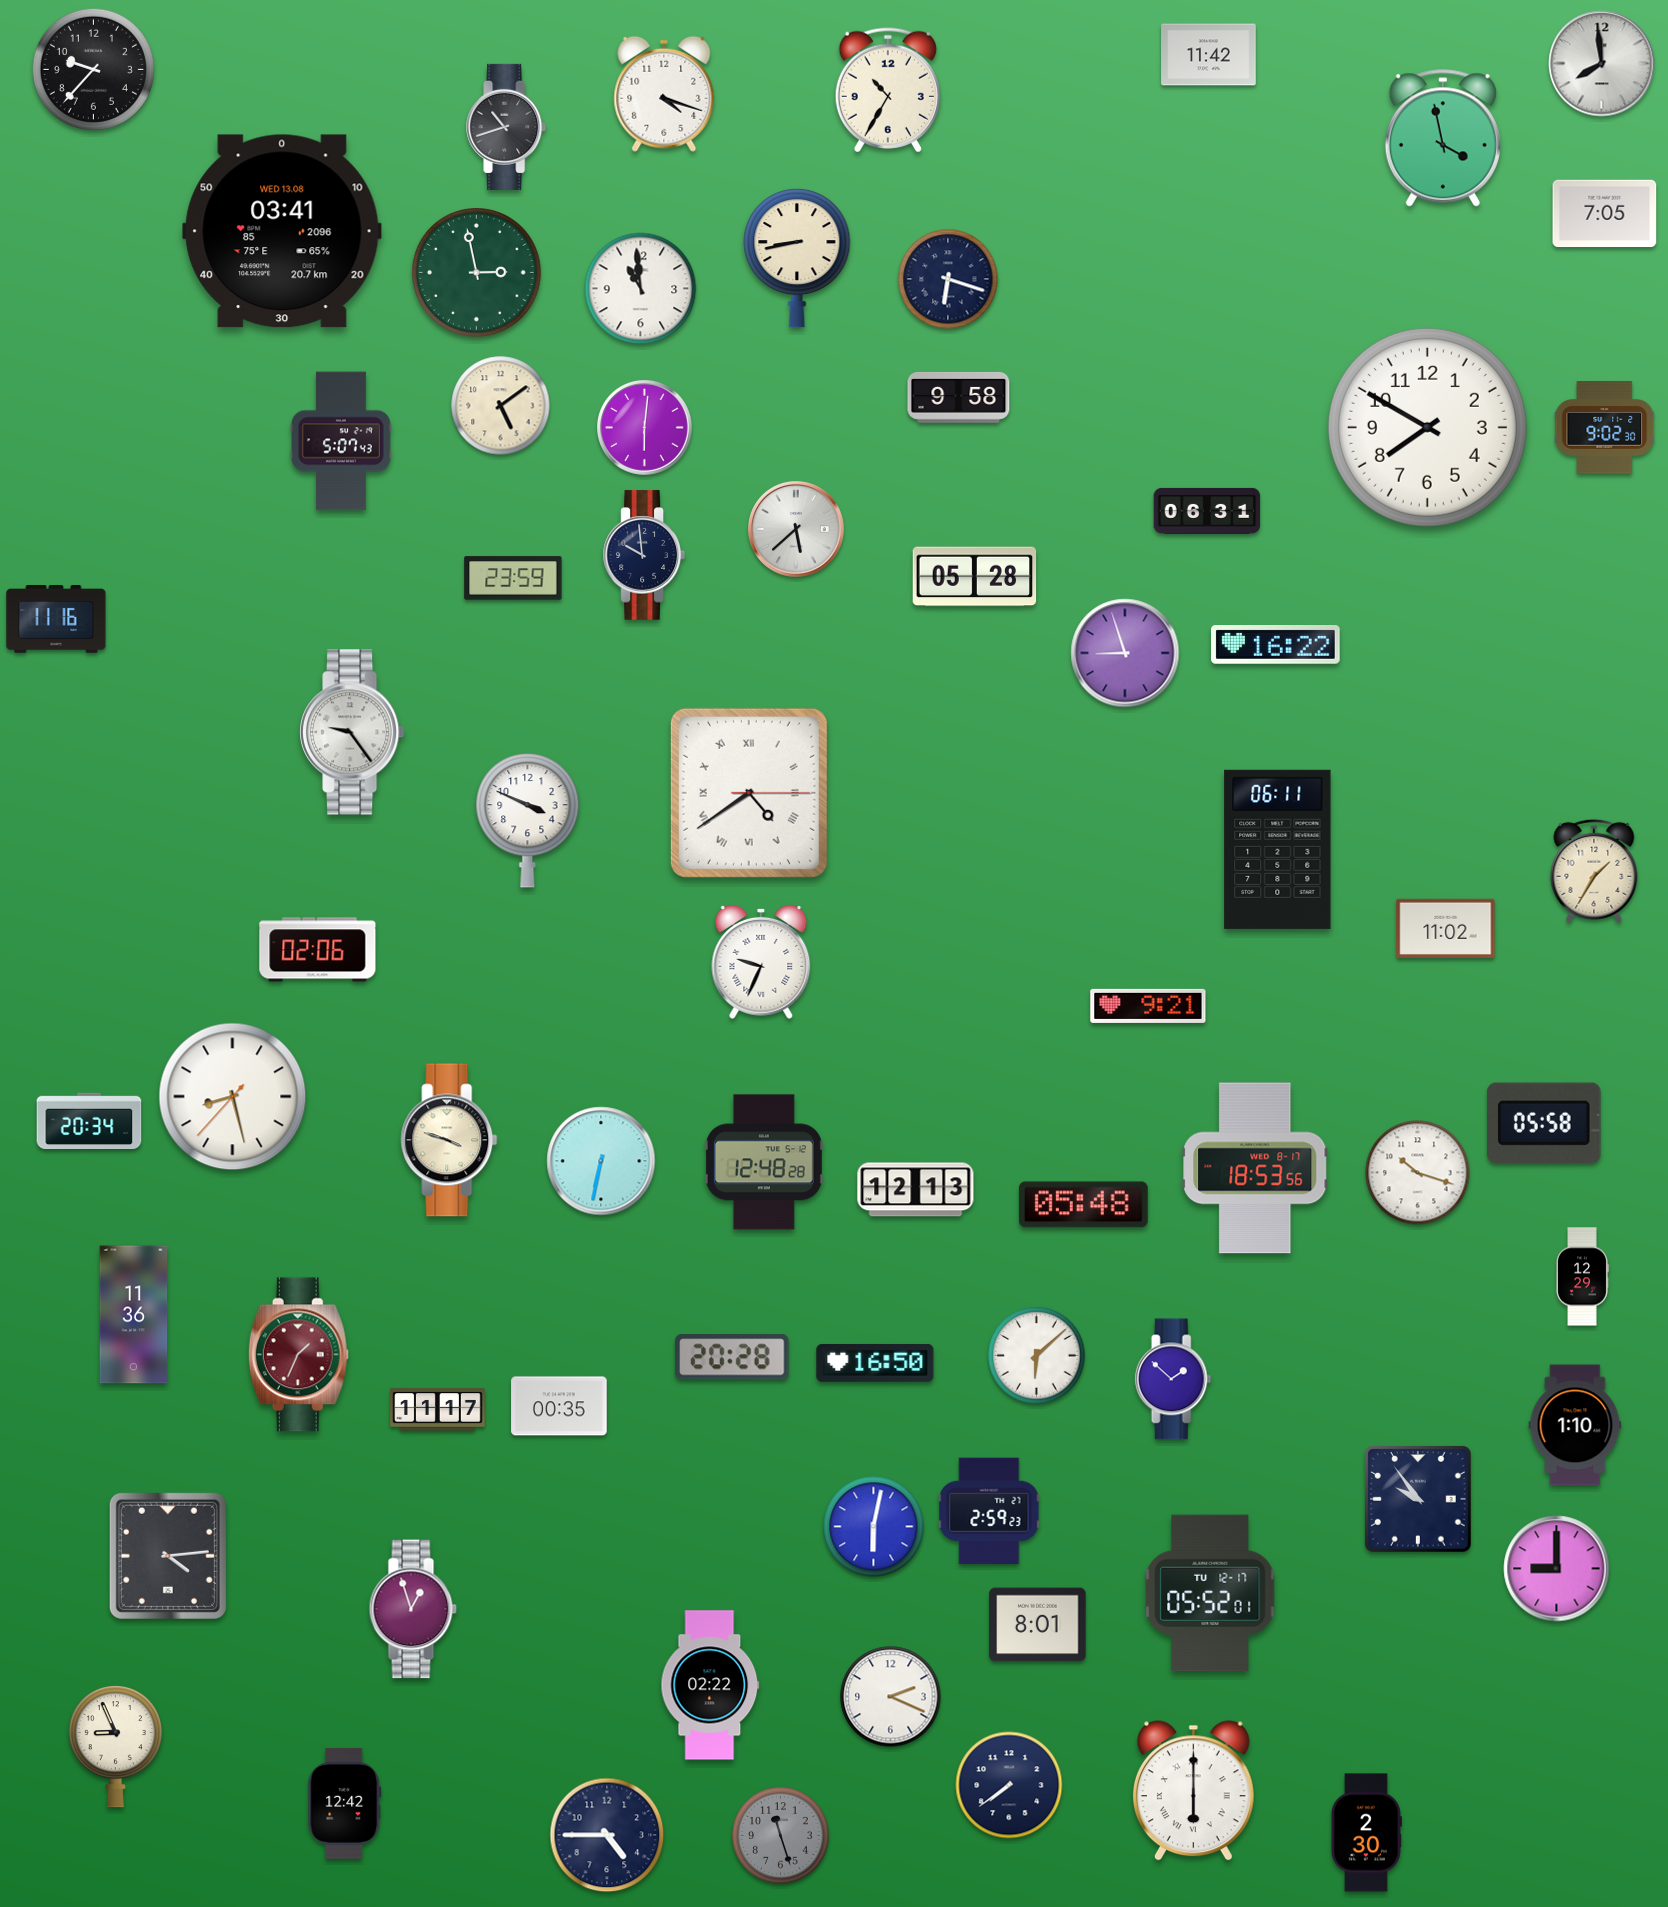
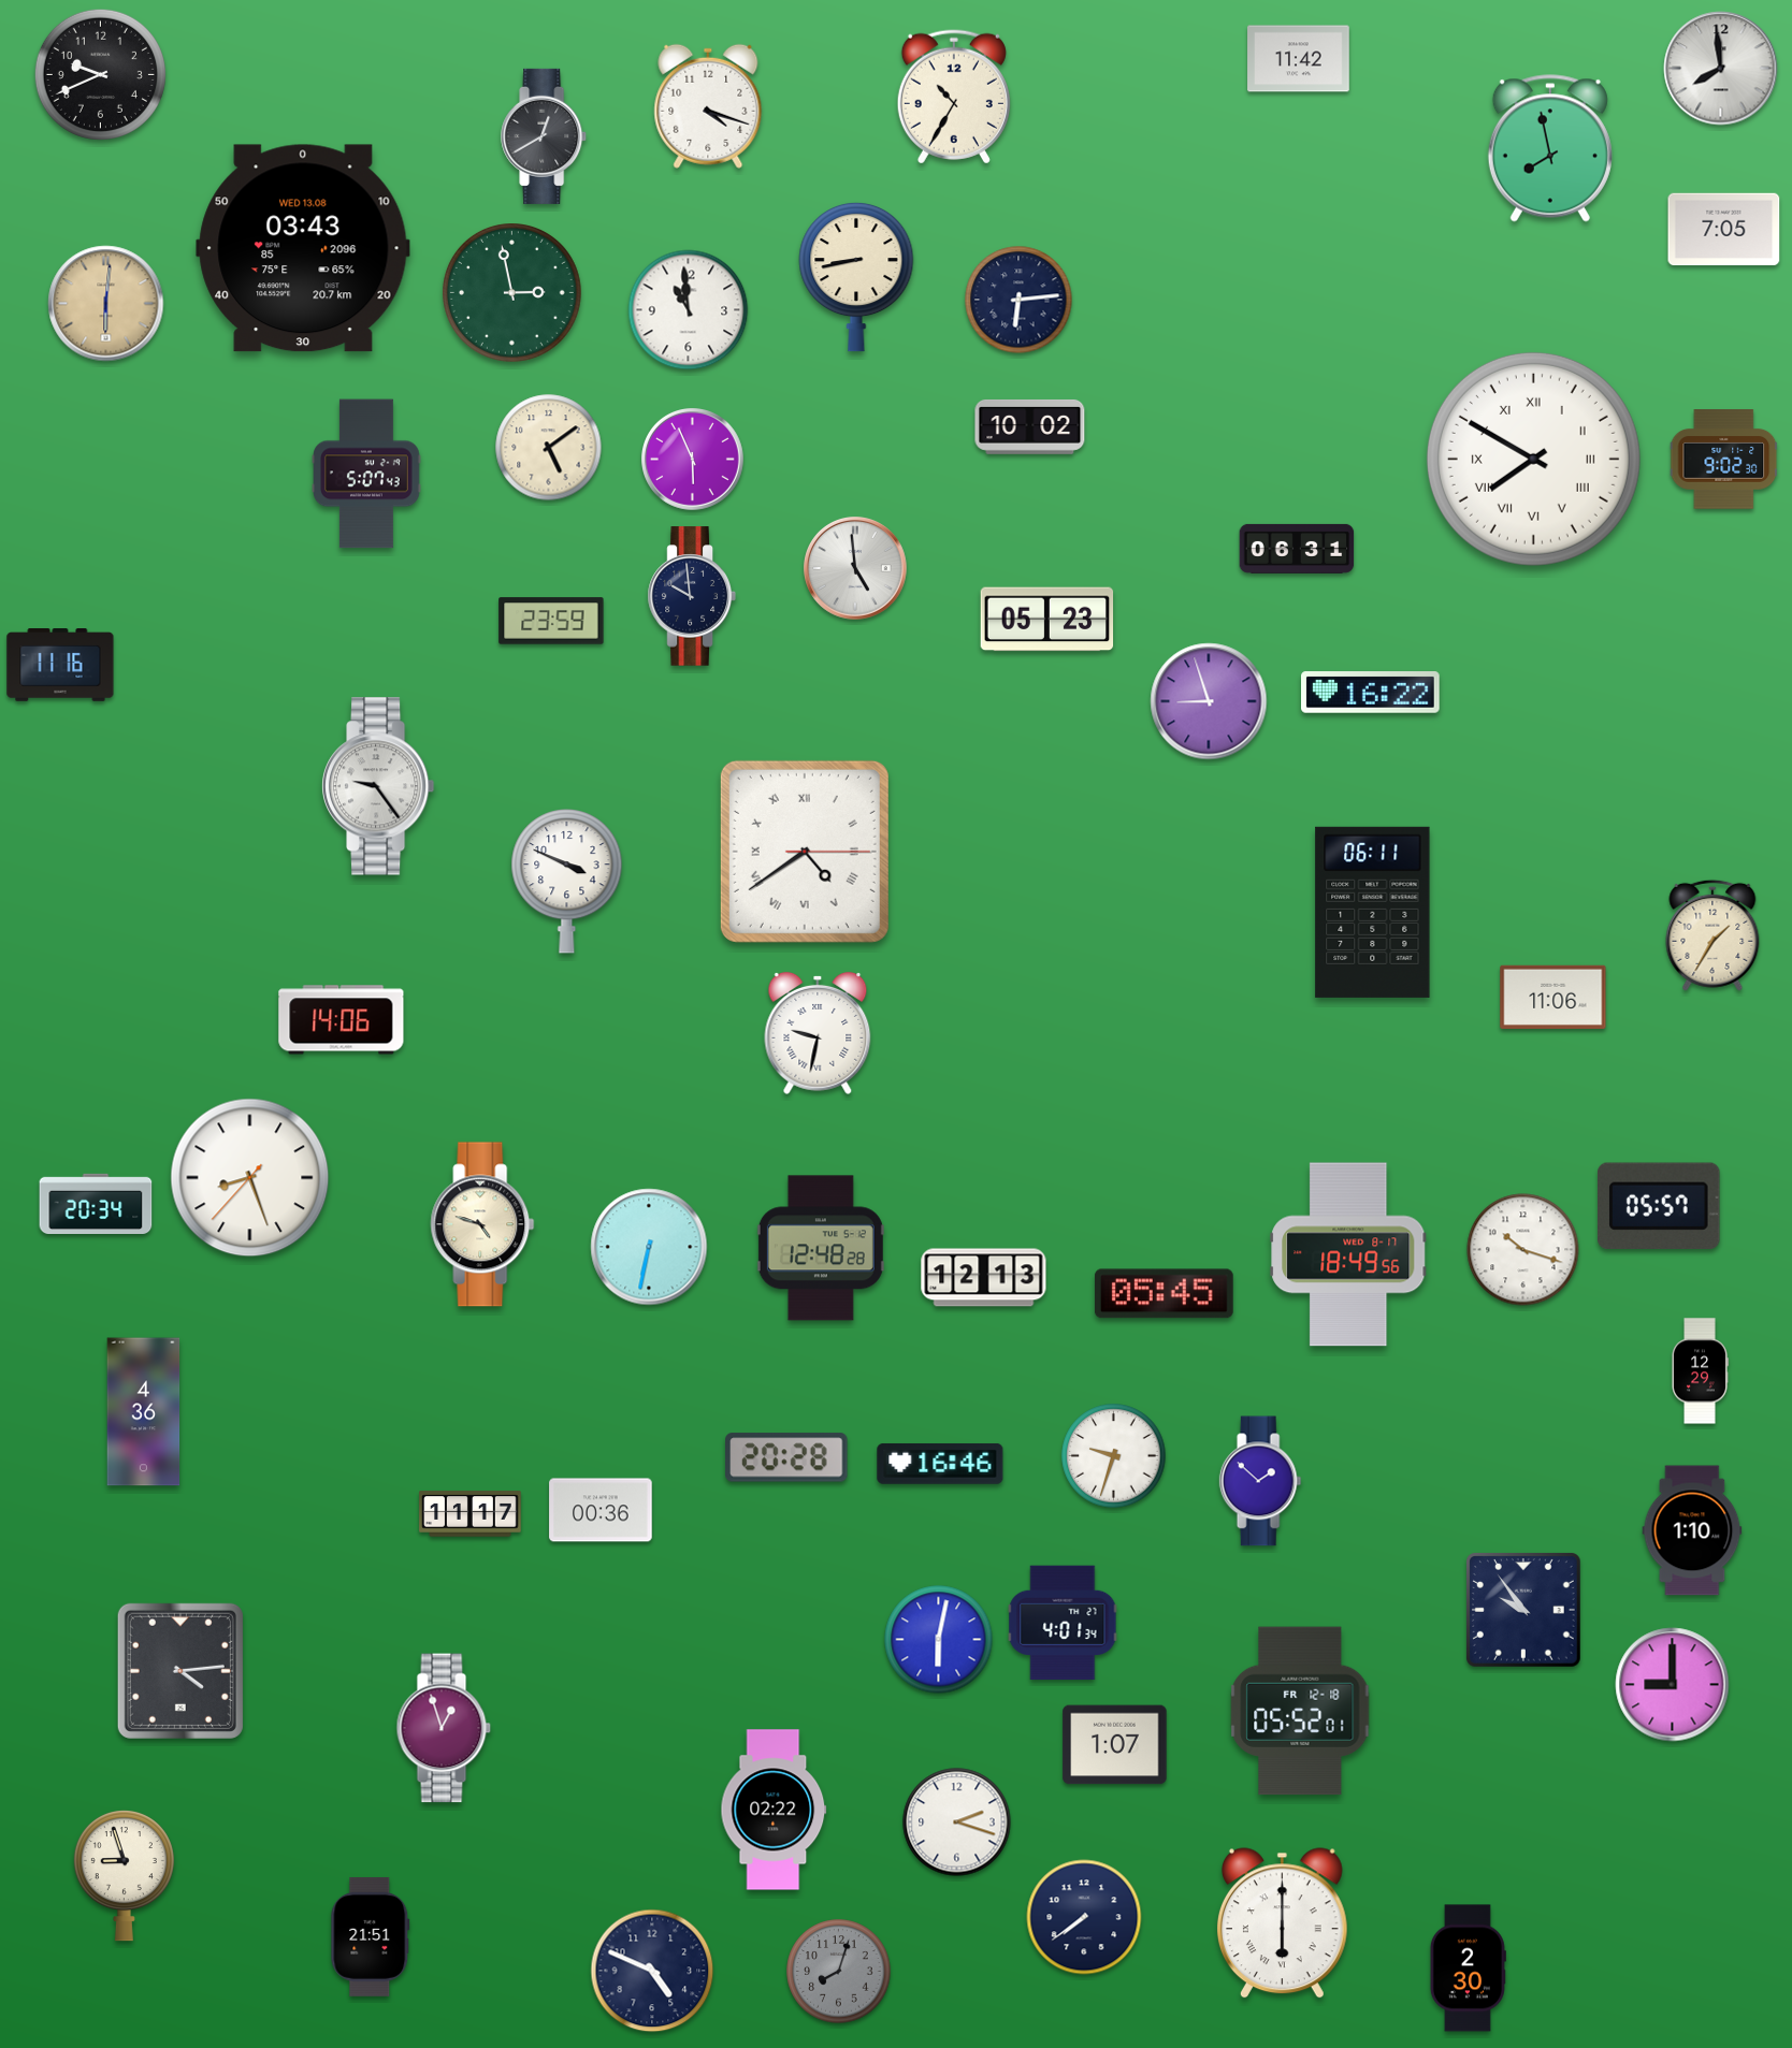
clock at (93, 69): 9:37 -> 9:41
clock at (664, 94) position: (664, 94) -> (708, 106)
clock at (507, 127): 10:42 -> 12:40
clock at (1443, 138): 3:58 -> 7:58
clock at (282, 231): 03:41 -> 03:43
clock at (948, 279): 6:18 -> 6:14
clock at (106, 304): none -> 6:01
clock at (959, 397): 9:58 -> 10:02
clock at (501, 406) position: (501, 406) -> (549, 448)
clock at (1427, 427) numerals: Arabic -> Roman
clock at (645, 428): 6:01 -> 5:56
clock at (796, 530): 5:38 -> 4:59
clock at (975, 577): 05:28 -> 05:23
clock at (1446, 928): 11:02 -> 11:06
clock at (318, 950): 02:06 -> 14:06
clock at (761, 962): 9:34 -> 9:32
clock at (1148, 1006): 9:21 -> none
clock at (233, 1097): 8:27 -> 8:26
clock at (1545, 1122): 05:58 -> 05:57
clock at (449, 1140): 3:48 -> 4:48
clock at (601, 1161) position: (601, 1161) -> (649, 1247)
clock at (1255, 1168): 18:53 -> 18:49
clock at (1418, 1173) position: (1418, 1173) -> (1523, 1250)
clock at (1083, 1205): 05:48 -> 05:45
clock at (134, 1315): 11:36 -> 4:36
clock at (298, 1355): 1:34 -> none
clock at (1037, 1356): 6:08 -> 9:33
clock at (875, 1363): 16:50 -> 16:46
clock at (559, 1406): 00:35 -> 00:36
clock at (989, 1511): 2:59 -> 4:01
clock at (1210, 1593) date: TU 12-17 -> FR 12-18
clock at (1038, 1625): 8:01 -> 1:07
clock at (710, 1685) position: (710, 1685) -> (774, 1810)
clock at (891, 1697): 2:19 -> 2:18
clock at (115, 1747): 8:56 -> 8:57
clock at (345, 1803): 12:42 -> 21:51
clock at (607, 1835): 4:45 -> 4:49
clock at (781, 1836): 11:27 -> 8:03
